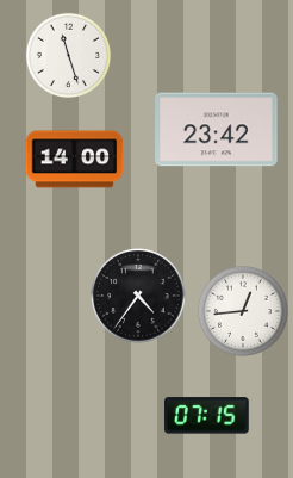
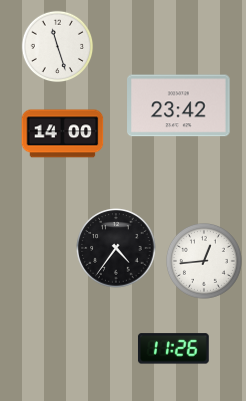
clock at (217, 130) position: (217, 130) -> (179, 106)
clock at (206, 416): 07:15 -> 11:26
